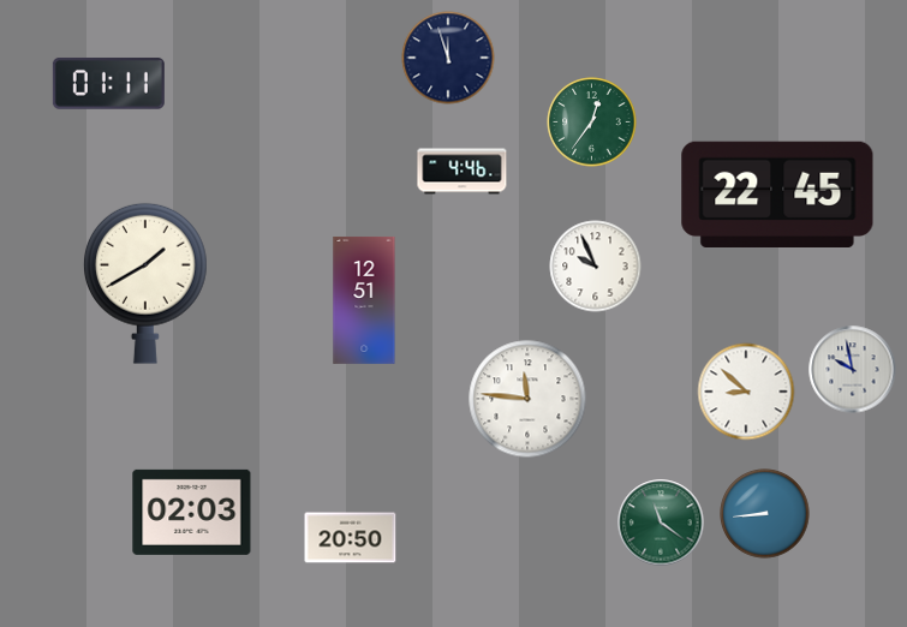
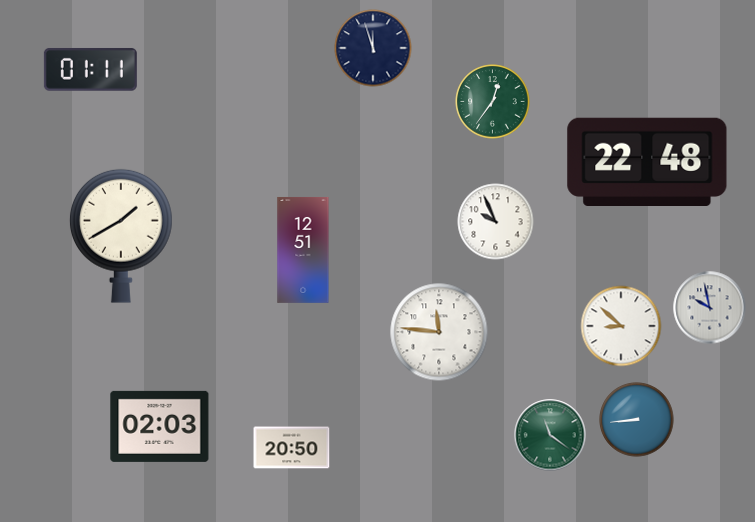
clock at (463, 172): 4:46 -> none
clock at (777, 193): 22:45 -> 22:48
clock at (765, 514) position: (765, 514) -> (637, 420)
